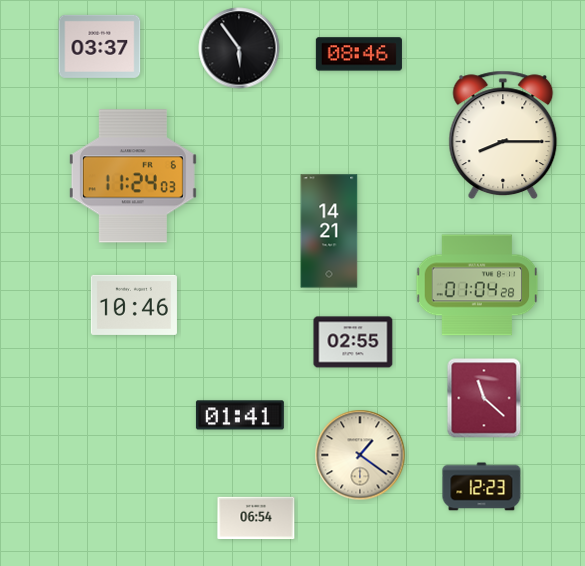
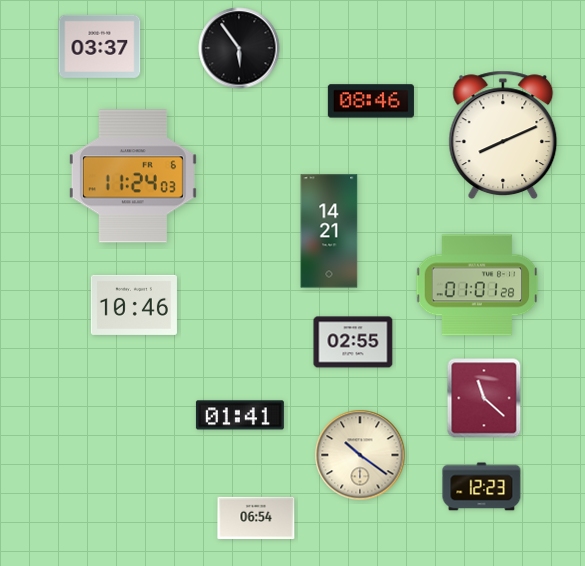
clock at (359, 54) position: (359, 54) -> (371, 101)
clock at (503, 135): 8:15 -> 8:11
clock at (477, 285): 01:04 -> 01:01
clock at (360, 455): 1:21 -> 10:21
